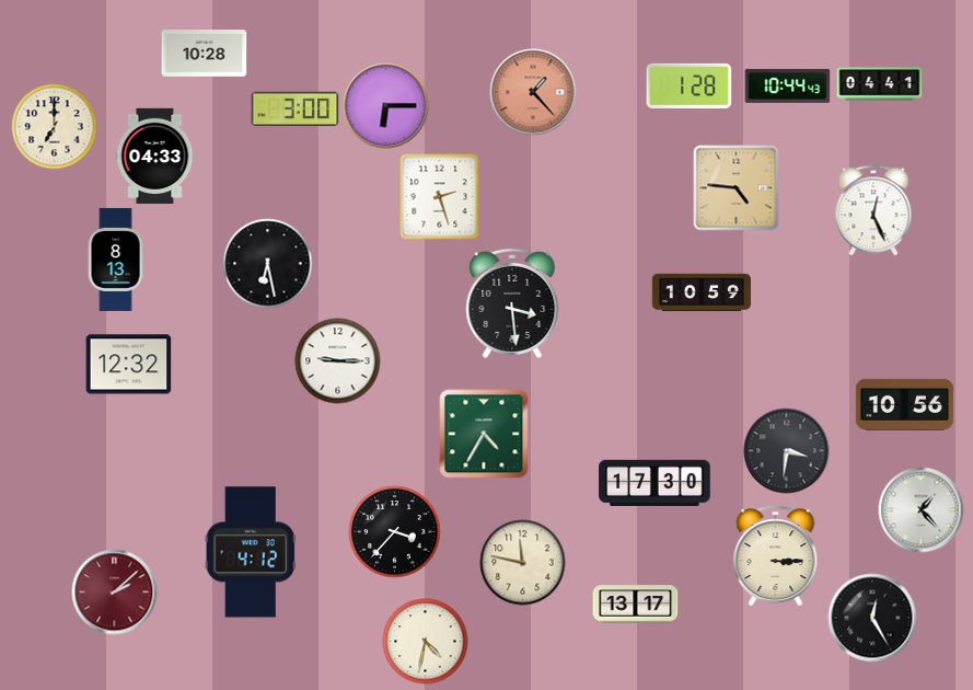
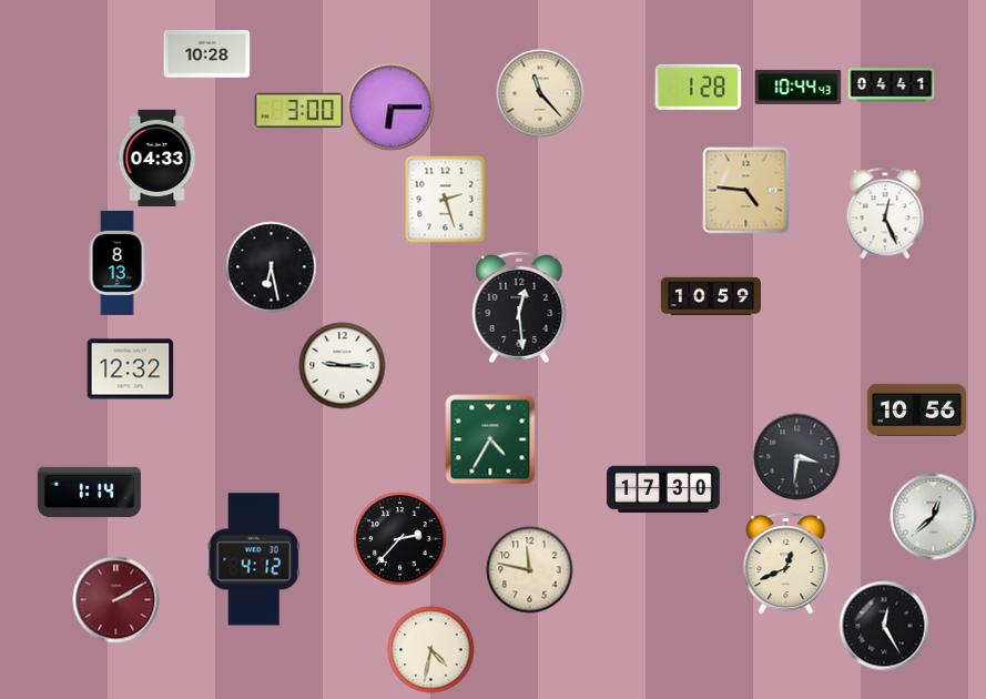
clock at (533, 92): 1:23 -> 11:23
clock at (533, 92) dial: salmon -> cream
clock at (54, 126): 7:00 -> none
clock at (512, 303): 3:29 -> 12:29
clock at (89, 493): none -> 1:14
clock at (920, 509): 1:23 -> 12:38
clock at (394, 531): 3:37 -> 2:37
clock at (776, 555): 3:15 -> 12:41
clock at (114, 591): 2:08 -> 2:10
clock at (635, 605): 13:17 -> none
